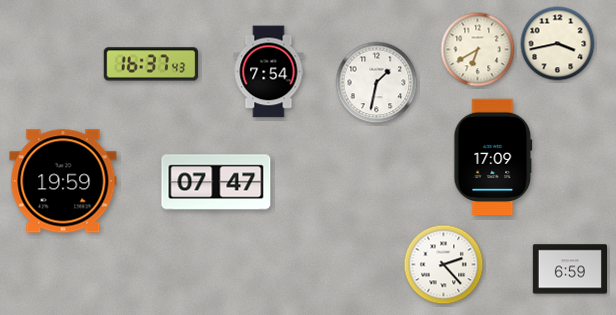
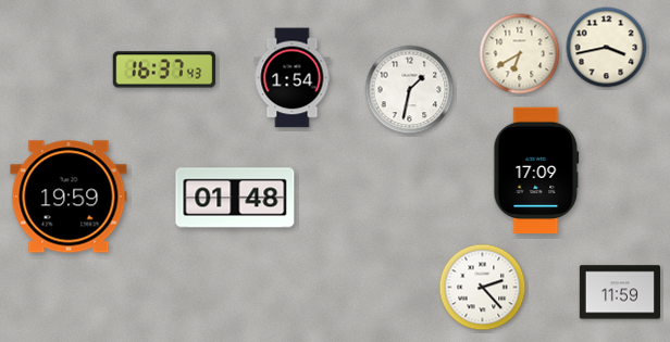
clock at (269, 72): 7:54 -> 1:54
clock at (216, 182): 07:47 -> 01:48
clock at (569, 269): 6:59 -> 11:59
